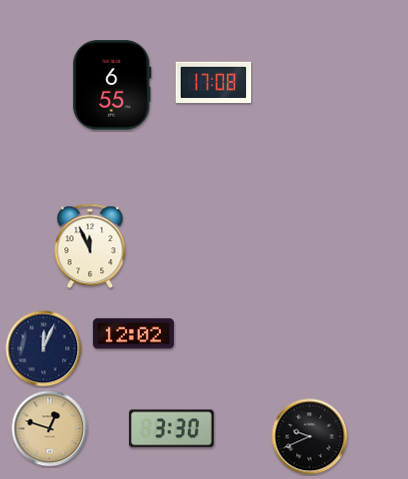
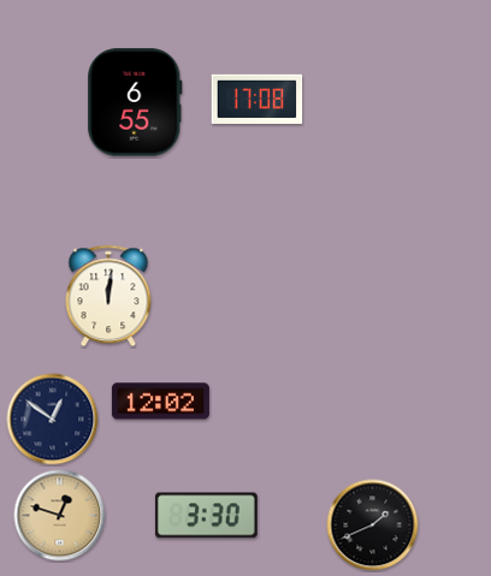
clock at (90, 246): 11:56 -> 12:01
clock at (44, 349): 12:04 -> 12:51
clock at (310, 437): 9:41 -> 1:41
